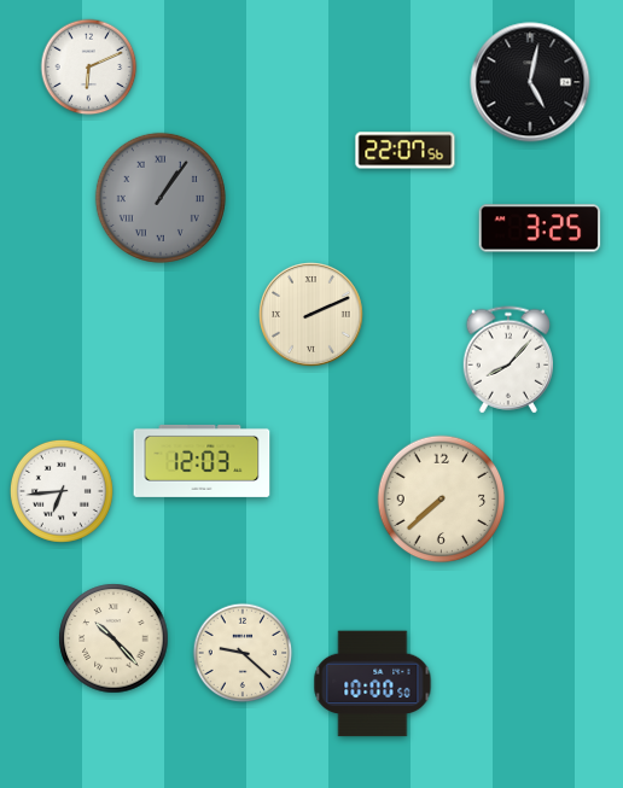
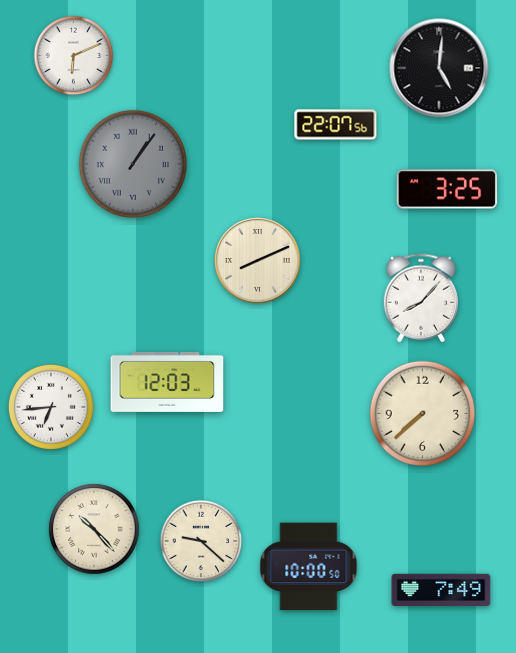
clock at (530, 82): 5:02 -> 5:01
clock at (311, 315): 2:11 -> 8:11
clock at (442, 500) position: (442, 500) -> (423, 414)
clock at (441, 590): none -> 7:49
